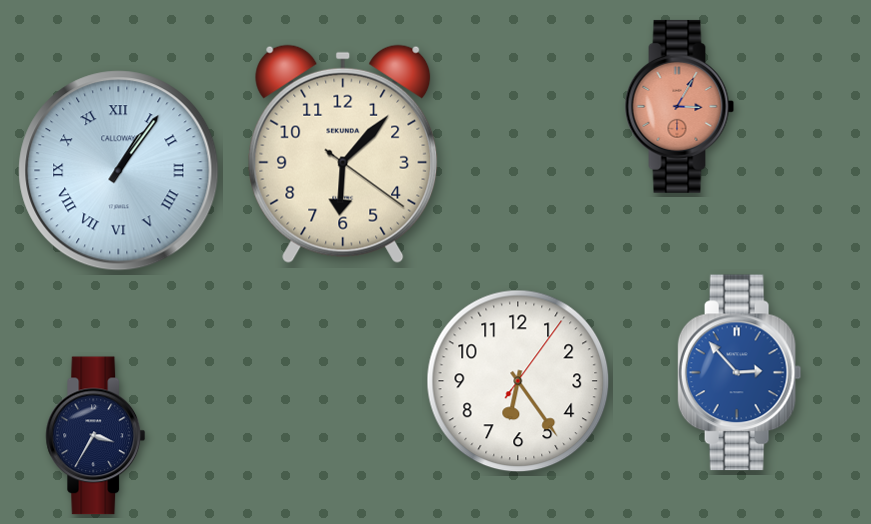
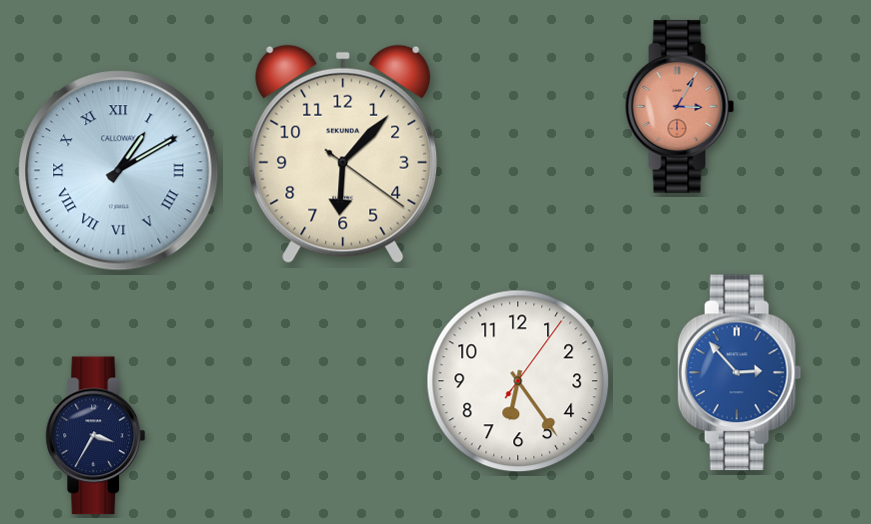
clock at (119, 171): 1:06 -> 1:10
